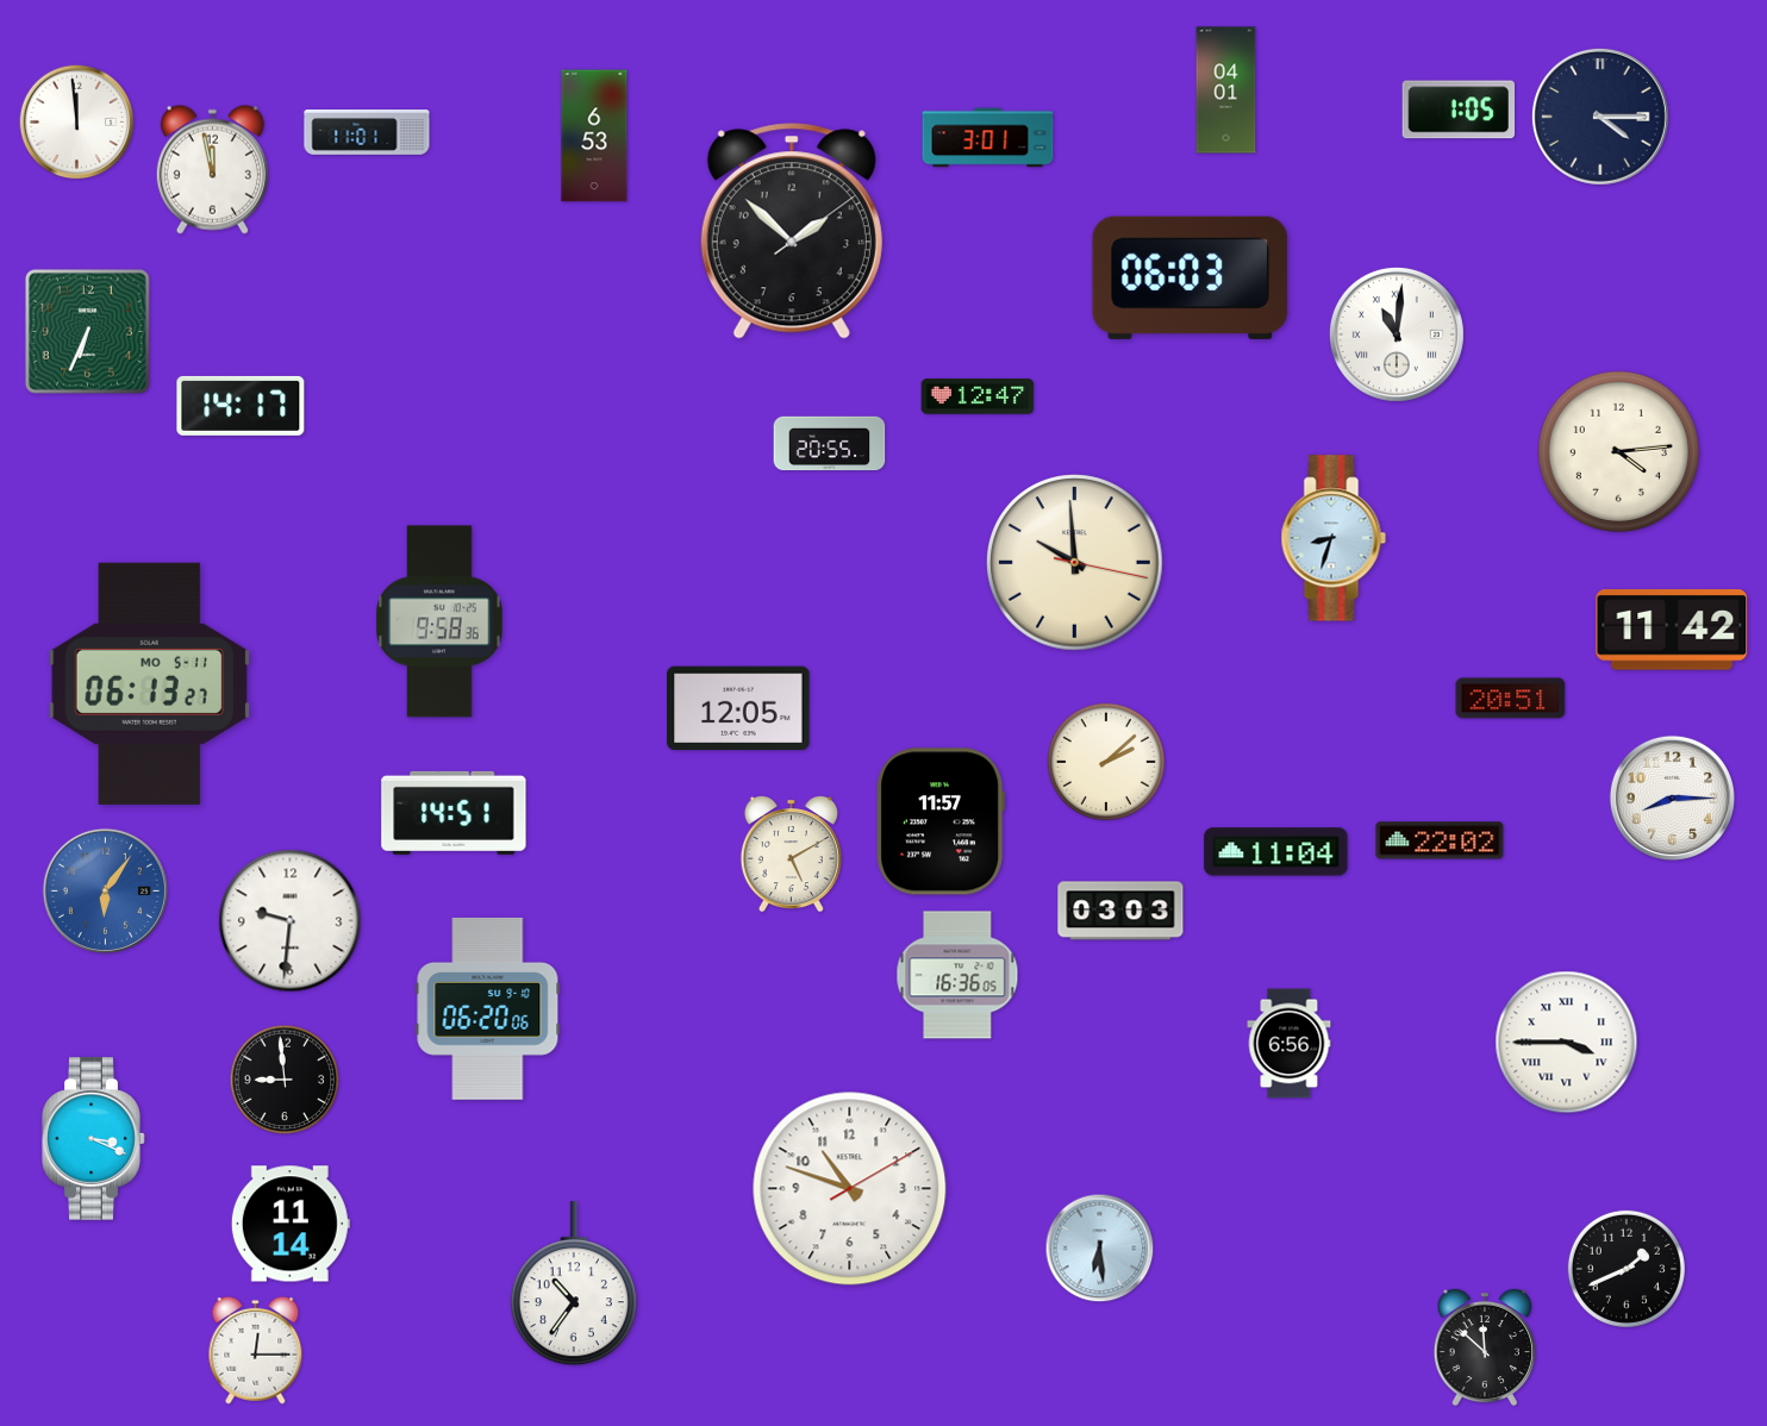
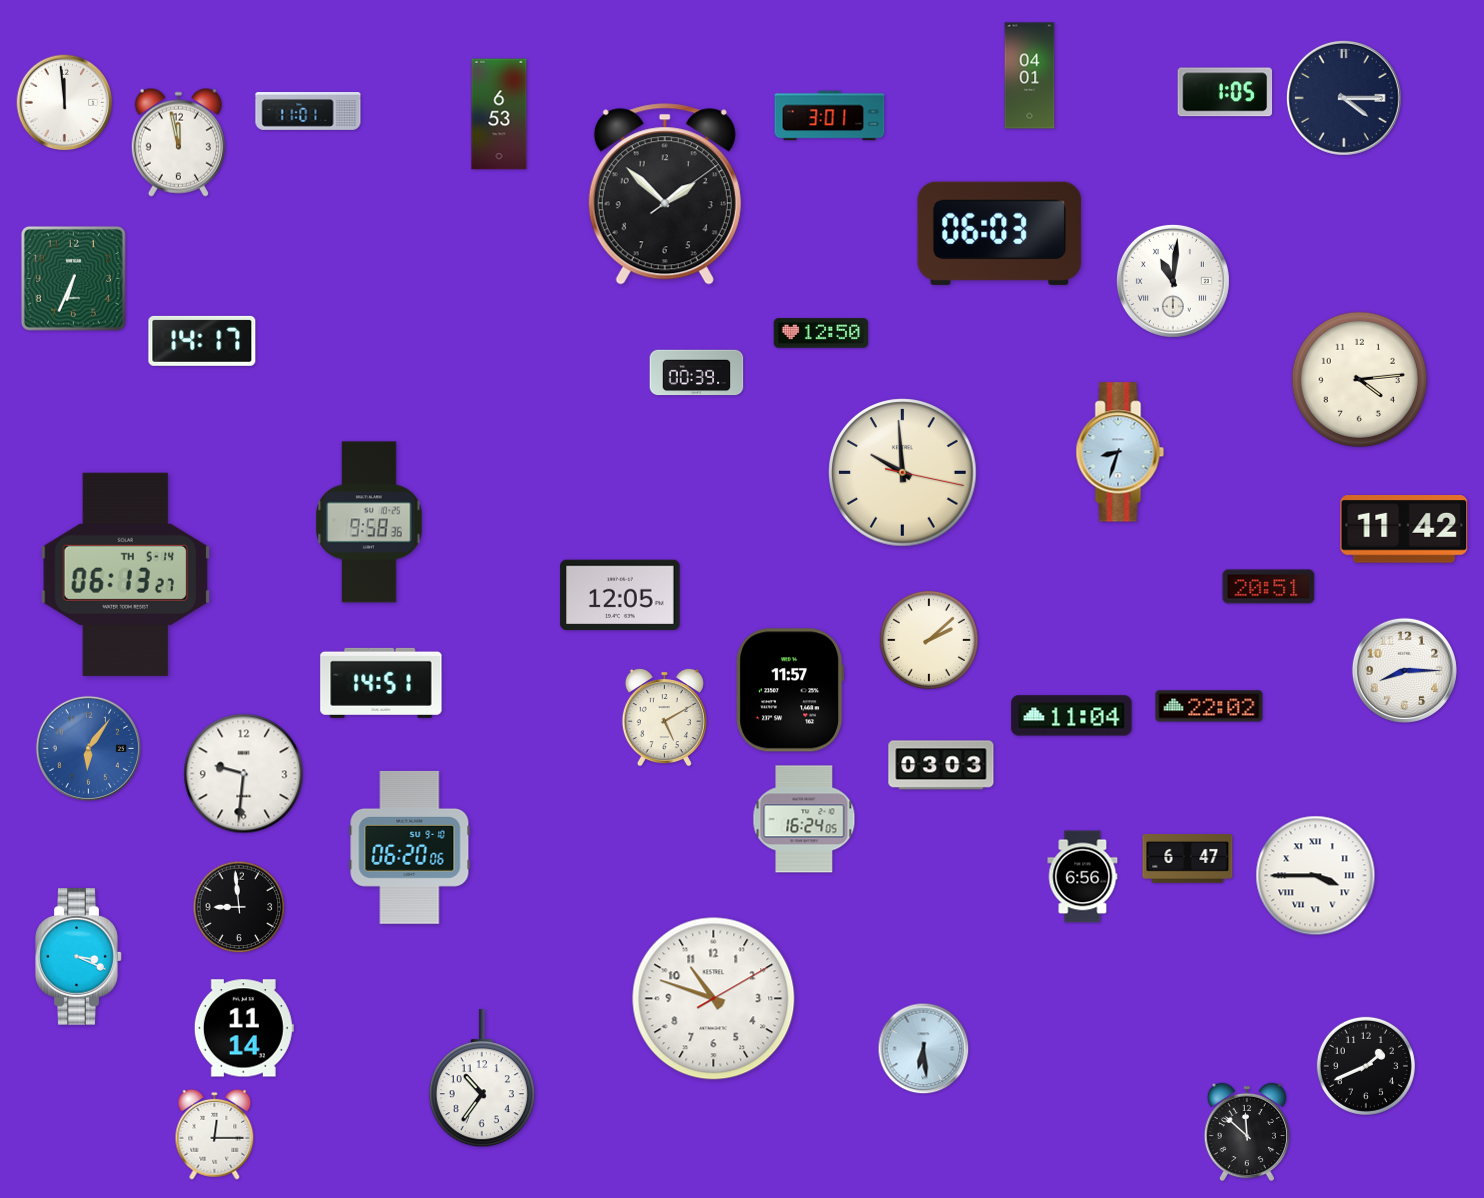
clock at (978, 396): 12:47 -> 12:50
clock at (830, 444): 20:55 -> 00:39
clock at (150, 683) date: MO 5-11 -> TH 5-14
clock at (957, 975): 16:36 -> 16:24
clock at (1188, 859): none -> 6:47
